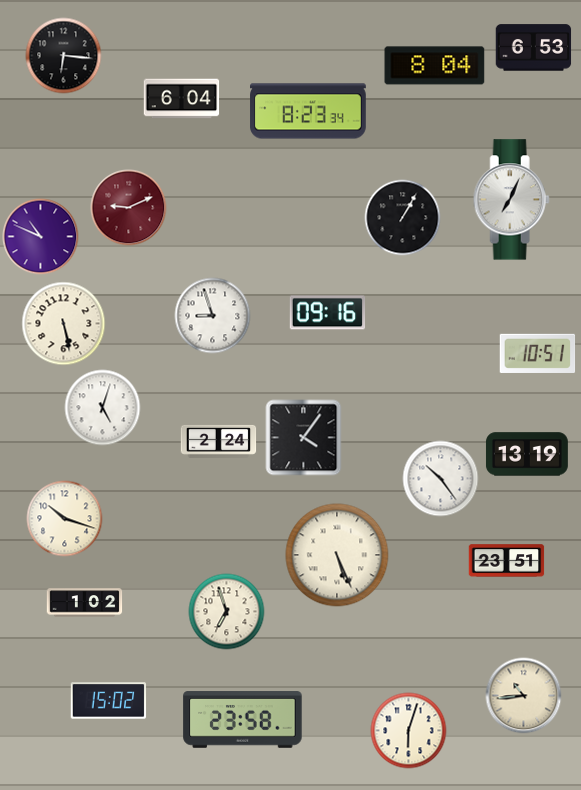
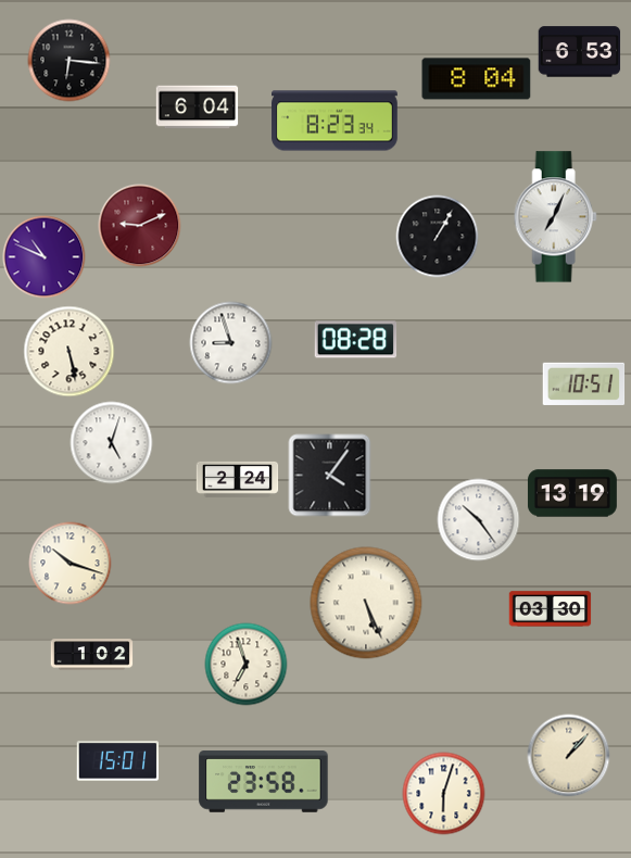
clock at (435, 66) position: (435, 66) -> (477, 79)
clock at (328, 313): 09:16 -> 08:28
clock at (507, 561): 23:51 -> 03:30
clock at (524, 696): 10:44 -> 1:07
clock at (109, 701): 15:02 -> 15:01
